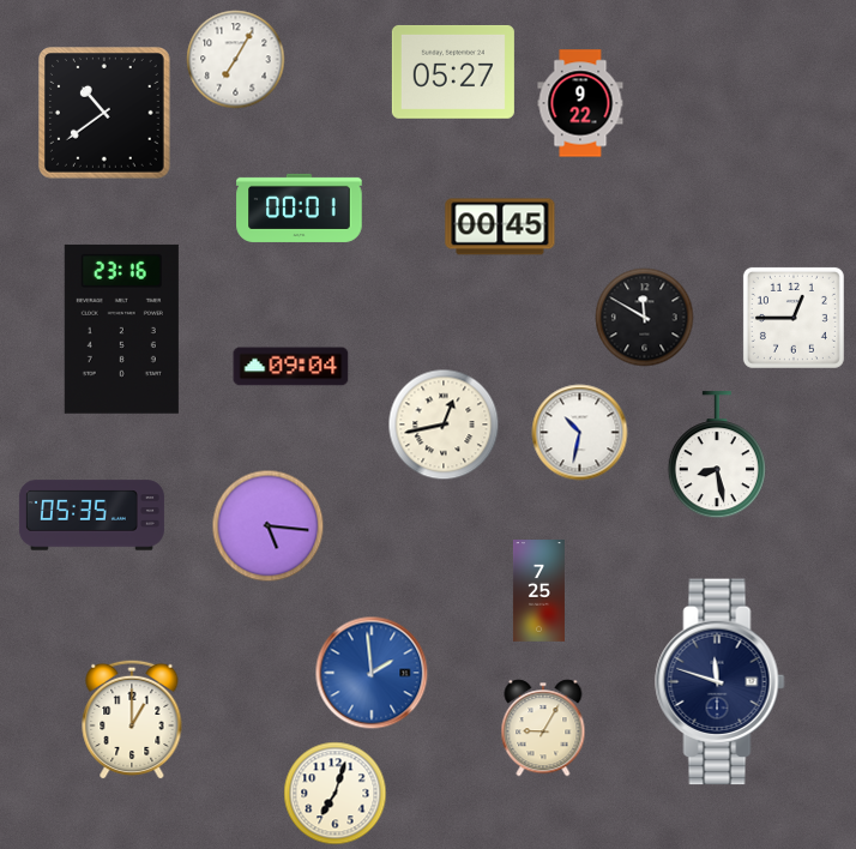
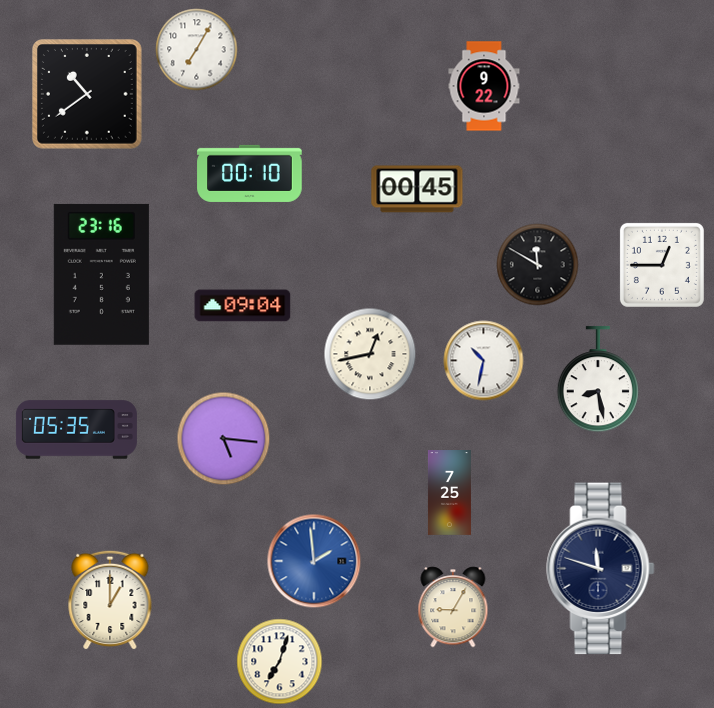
clock at (453, 72): 05:27 -> none
clock at (300, 207): 00:01 -> 00:10
clock at (372, 673) position: (372, 673) -> (314, 561)
